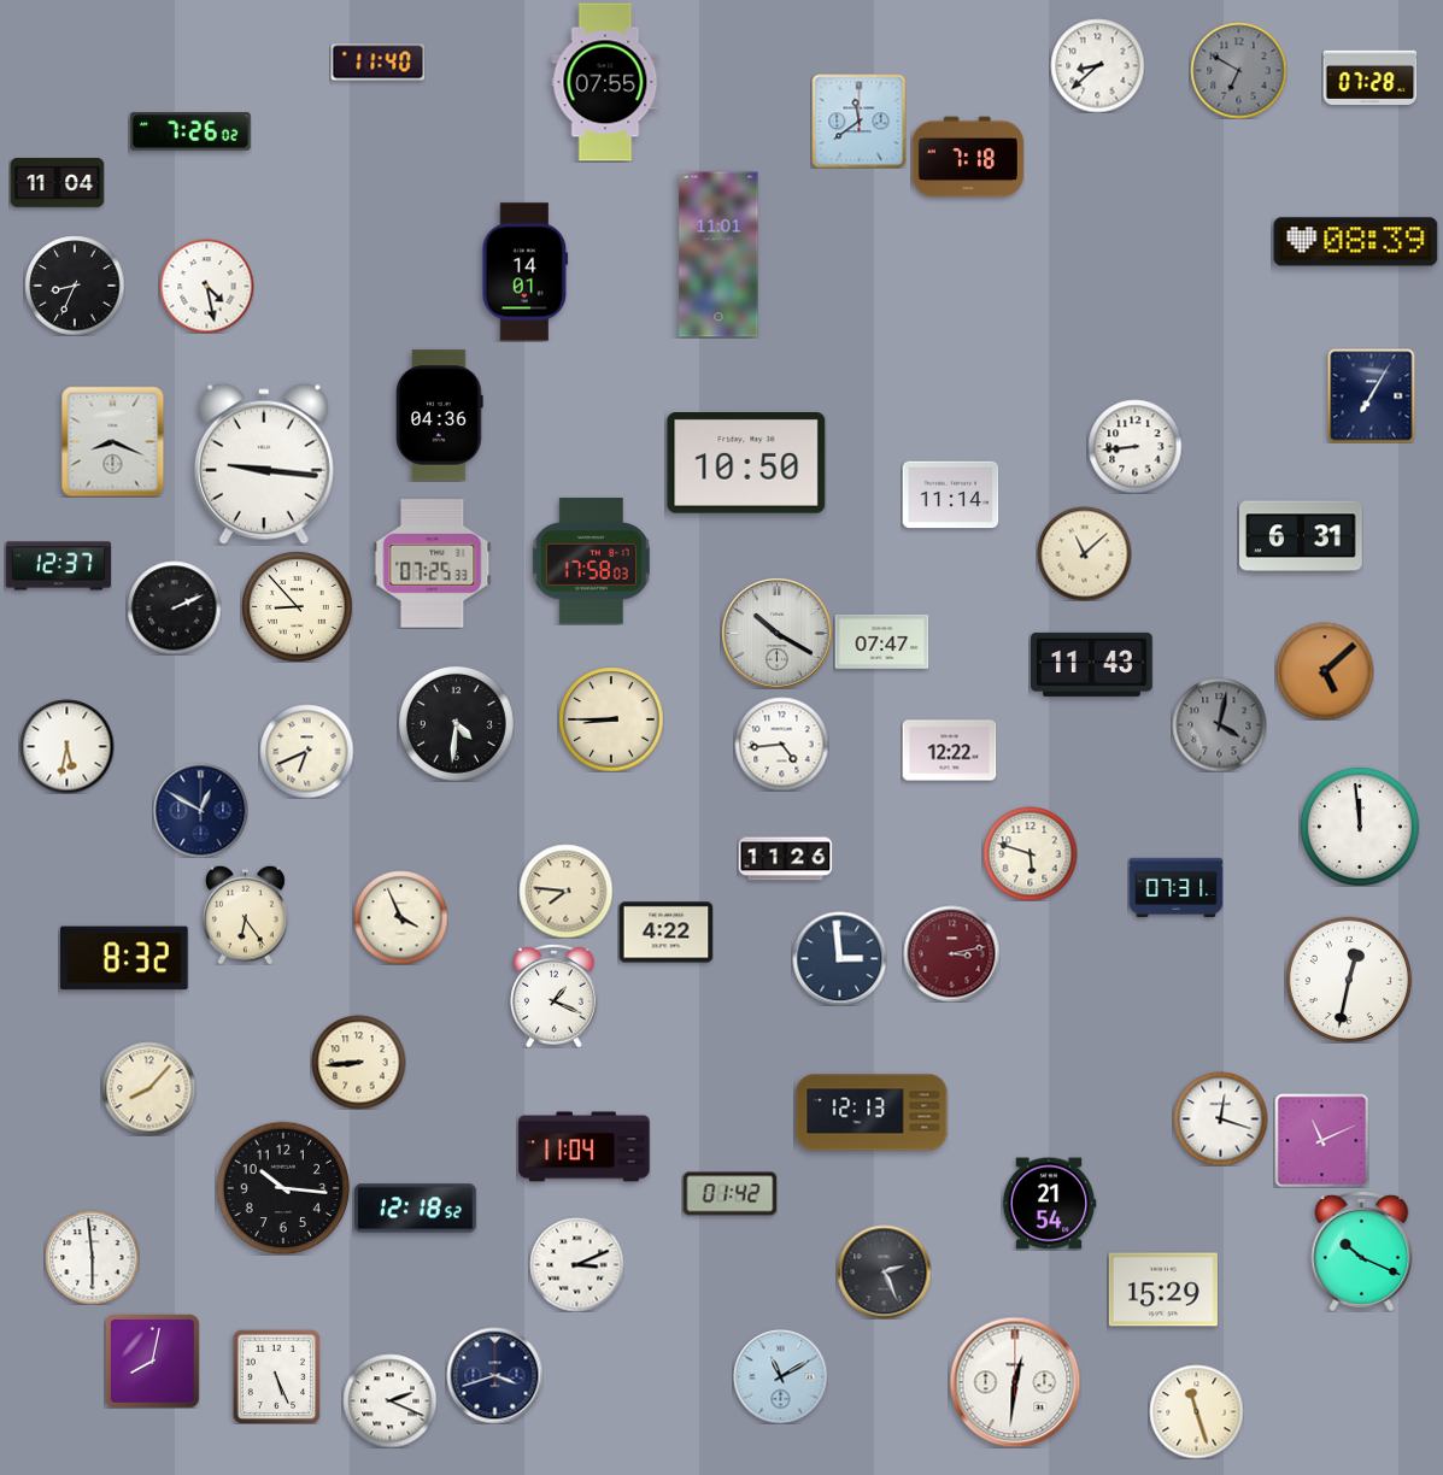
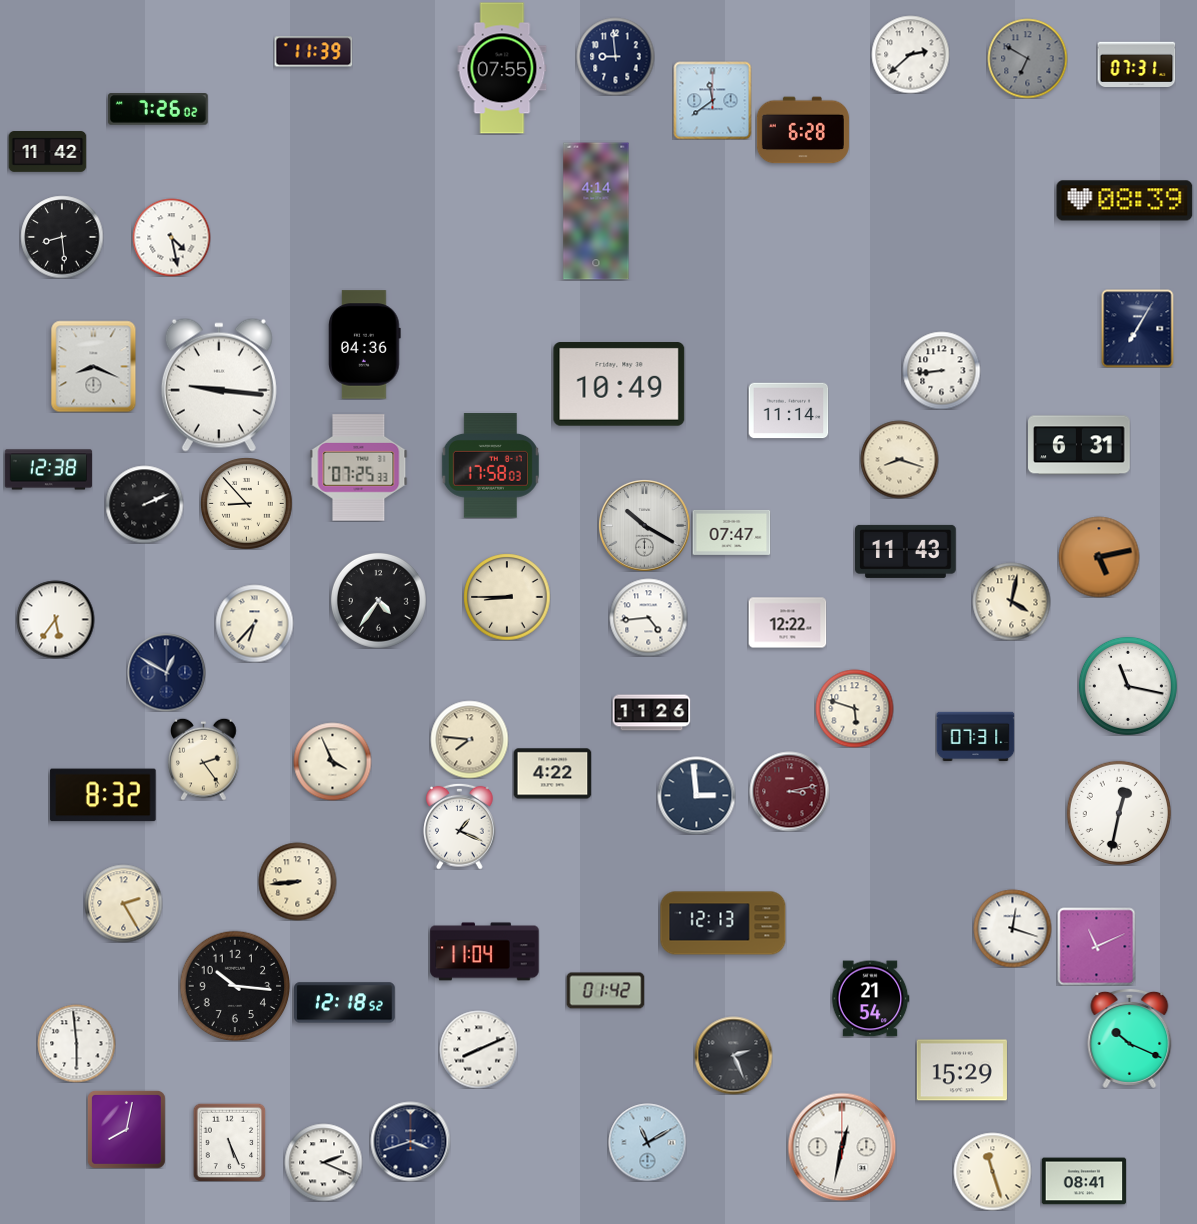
clock at (377, 63): 11:40 -> 11:39
clock at (1097, 65): 8:38 -> 2:38
clock at (615, 56): none -> 8:59
clock at (1369, 77): 07:28 -> 07:31
clock at (968, 157): 7:18 -> 6:28
clock at (57, 183): 11:04 -> 11:42
clock at (718, 254): 11:01 -> 4:14
clock at (526, 272): 14:01 -> none
clock at (75, 286): 8:34 -> 8:29
clock at (746, 464): 10:50 -> 10:49
clock at (1084, 553): 11:08 -> 8:18
clock at (58, 566): 12:37 -> 12:38
clock at (1325, 671): 5:08 -> 5:13
clock at (456, 723): 4:31 -> 4:36
clock at (1219, 724) dial: grey -> cream
clock at (66, 746): 5:32 -> 5:36
clock at (306, 751): 6:41 -> 6:37
clock at (1360, 827): 11:59 -> 11:17
clock at (246, 915): 6:24 -> 2:24
clock at (148, 1088): 8:07 -> 2:25
clock at (576, 1264): 3:11 -> 8:11
clock at (1163, 1289) position: (1163, 1289) -> (962, 1070)
clock at (1015, 1382): 12:31 -> 12:32
clock at (1084, 1181): none -> 08:41
